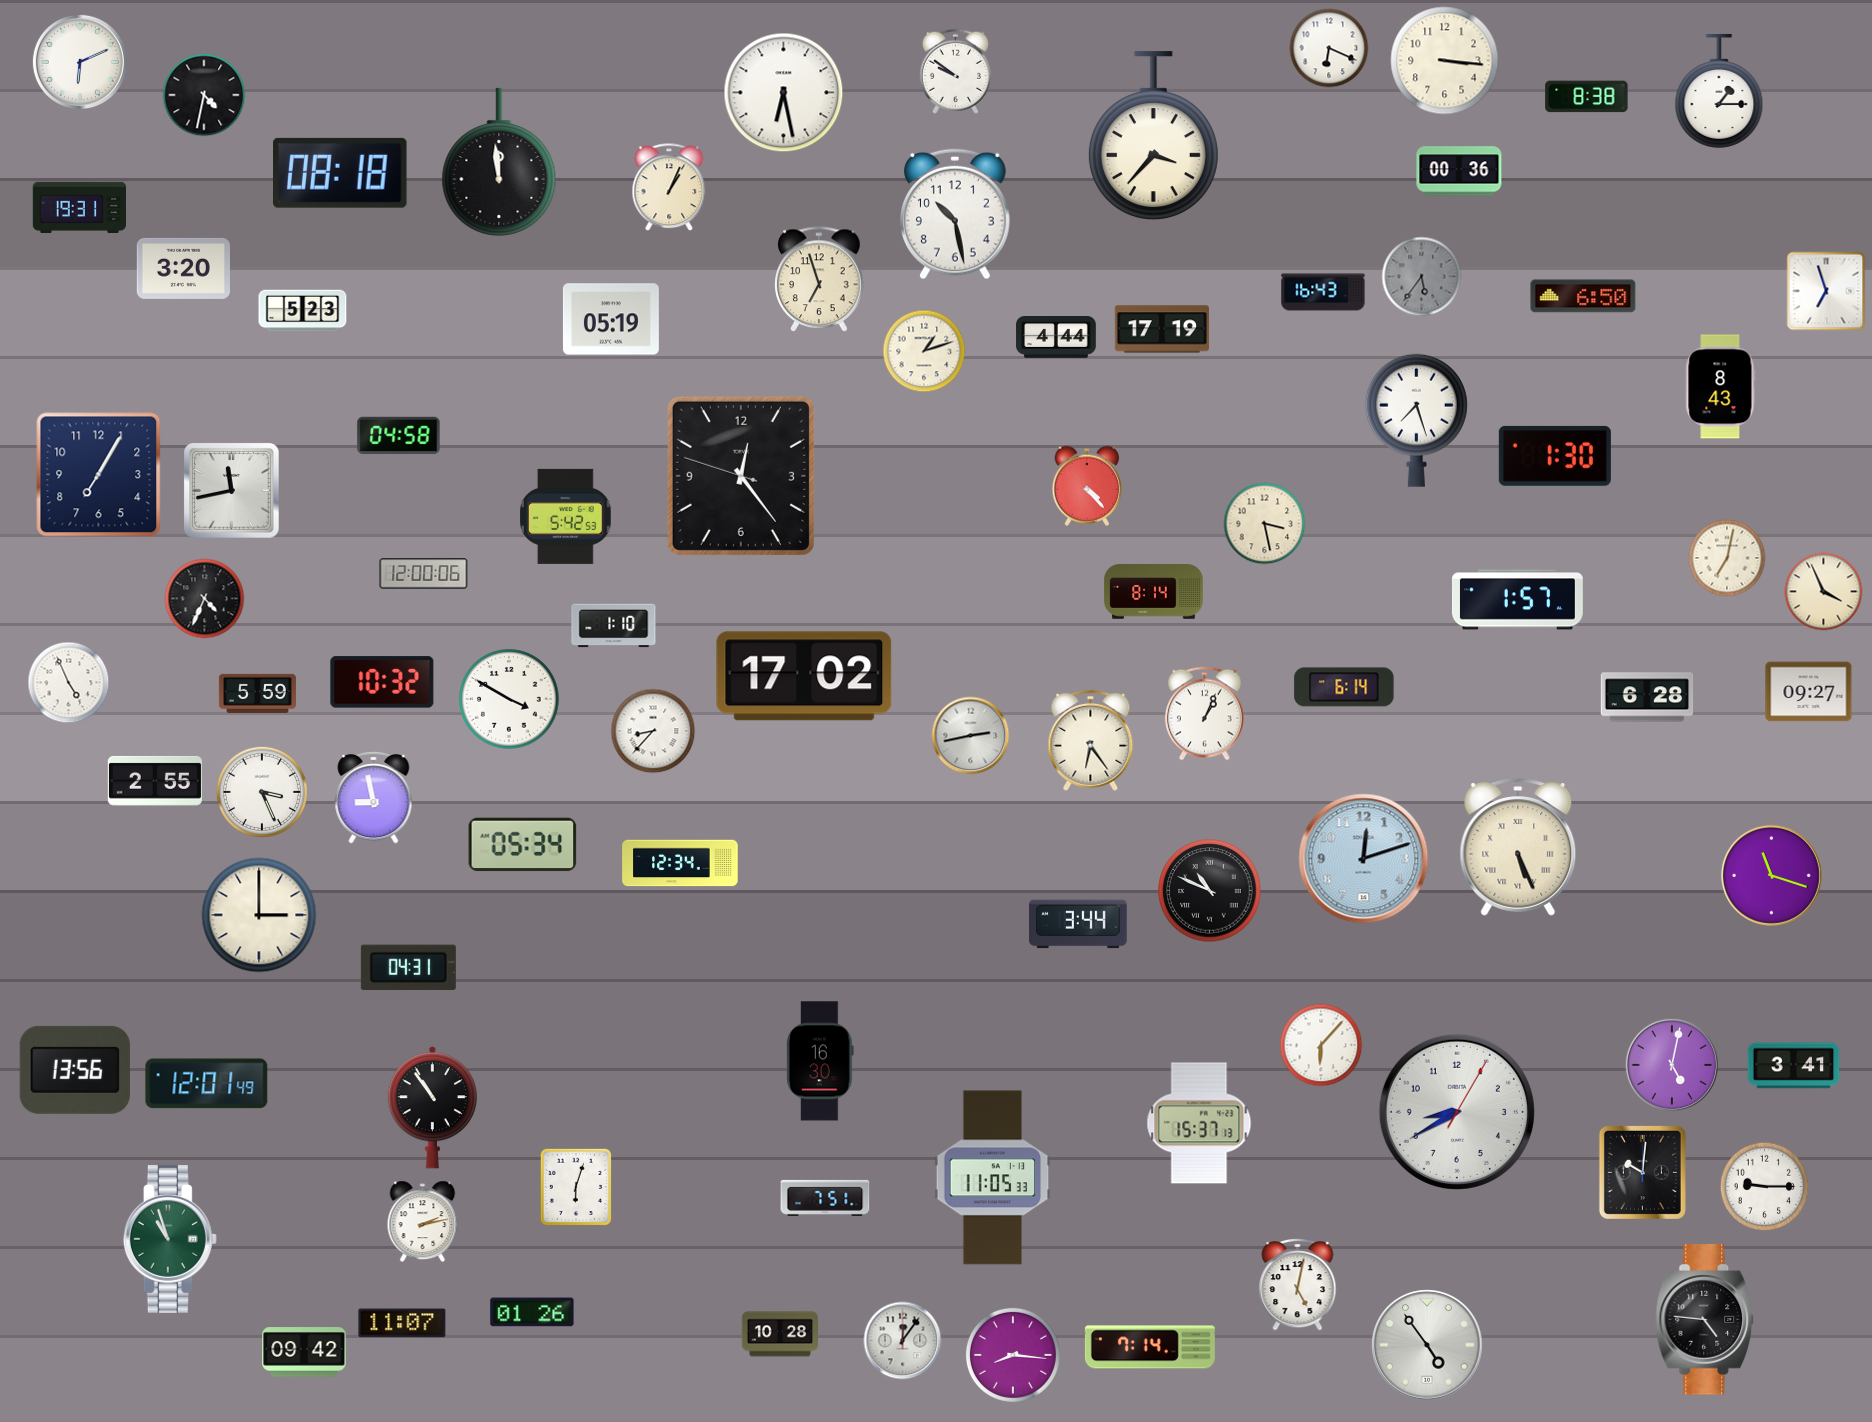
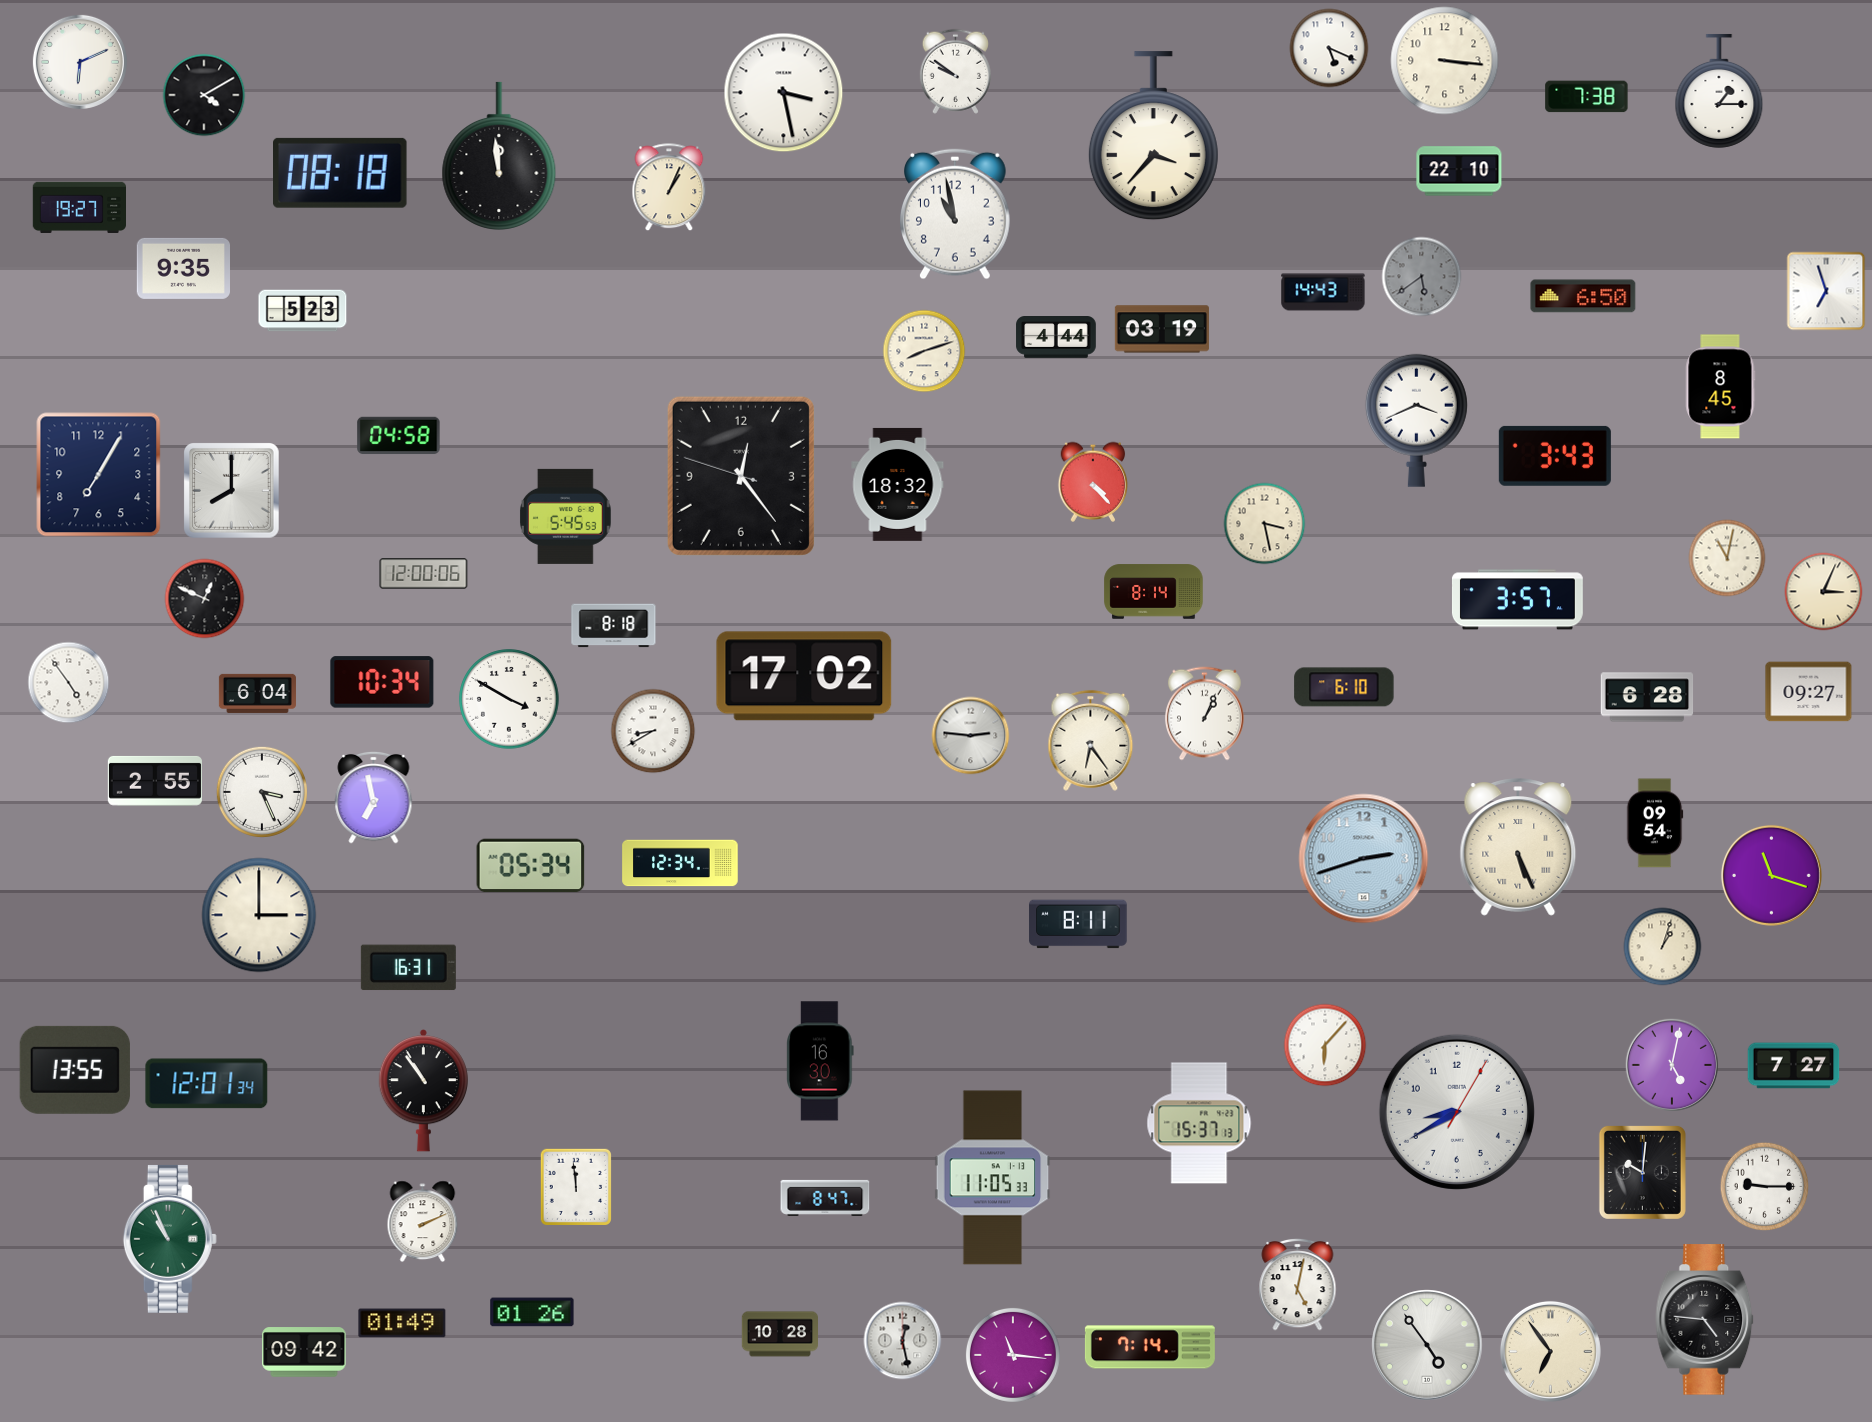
clock at (1329, 48): 6:19 -> 5:19
clock at (784, 93): 6:28 -> 3:28
clock at (204, 95): 4:32 -> 4:10
clock at (1587, 97): 8:38 -> 7:38
clock at (499, 162) position: (499, 162) -> (499, 156)
clock at (1459, 171): 00:36 -> 22:10
clock at (79, 207): 19:31 -> 19:27
clock at (956, 214): 10:28 -> 10:58
clock at (183, 268): 3:20 -> 9:35
clock at (1422, 277): 5:36 -> 5:39
clock at (819, 280): 6:57 -> none
clock at (1323, 292): 16:43 -> 14:43
clock at (611, 319): 05:19 -> none
clock at (1162, 329): 17:19 -> 03:19
clock at (924, 351): 1:12 -> 8:12
clock at (1721, 387): 8:43 -> 8:45
clock at (1416, 420): 7:27 -> 3:41
clock at (1555, 456): 1:30 -> 3:43
clock at (898, 484): none -> 18:32
clock at (1087, 486) position: (1087, 486) -> (1093, 482)
clock at (232, 491): 11:43 -> 8:00
clock at (566, 516): 5:42 -> 5:45
clock at (1727, 558): 7:02 -> 11:02
clock at (1824, 592): 3:56 -> 3:04
clock at (205, 599): 4:34 -> 12:49
clock at (1517, 600): 1:57 -> 3:57
clock at (614, 626): 1:10 -> 8:18
clock at (382, 682): 10:32 -> 10:34
clock at (69, 683): 4:56 -> 4:54
clock at (1344, 687): 6:14 -> 6:10
clock at (257, 693): 5:59 -> 6:04
clock at (653, 731): 8:37 -> 8:40
clock at (971, 736): 2:43 -> 2:46
clock at (374, 797): 8:58 -> 6:58
clock at (1655, 823): none -> 09:54
clock at (523, 845) position: (523, 845) -> (531, 866)
clock at (1364, 859): 12:12 -> 2:42
clock at (1210, 891): 10:49 -> none
clock at (1078, 924): 3:44 -> 8:11
clock at (1663, 947): none -> 1:03
clock at (408, 968): 04:31 -> 16:31
clock at (1321, 1045) position: (1321, 1045) -> (1325, 1045)
clock at (1794, 1066): 3:41 -> 7:27
clock at (75, 1070): 13:56 -> 13:55
clock at (207, 1084): 12:01:49 -> 12:01:34
clock at (432, 1108) position: (432, 1108) -> (423, 1091)
clock at (575, 1186): 6:03 -> 11:59
clock at (825, 1198): 7:51 -> 8:47
clock at (423, 1222): 2:13 -> 2:11
clock at (170, 1239): 10:57 -> 10:56
clock at (402, 1323): 11:07 -> 01:49
clock at (903, 1341): 12:06 -> 12:28
clock at (1550, 1351): none -> 6:54
clock at (1013, 1355): 8:16 -> 11:16
